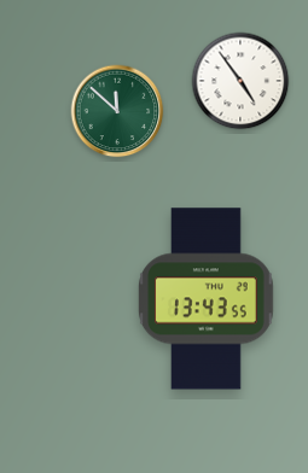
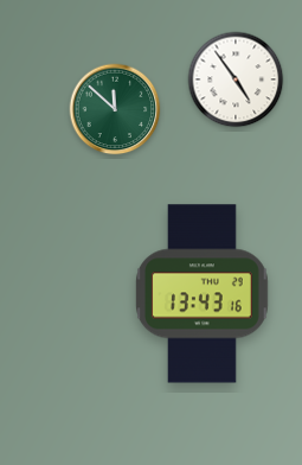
clock at (205, 299): 13:43:55 -> 13:43:16
